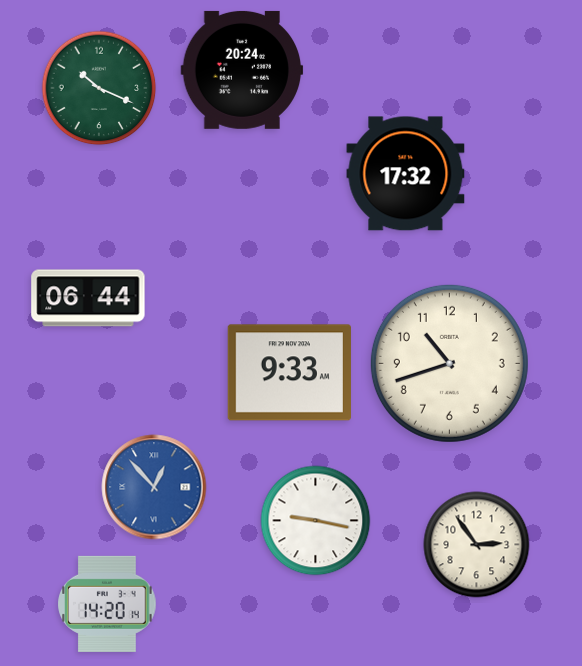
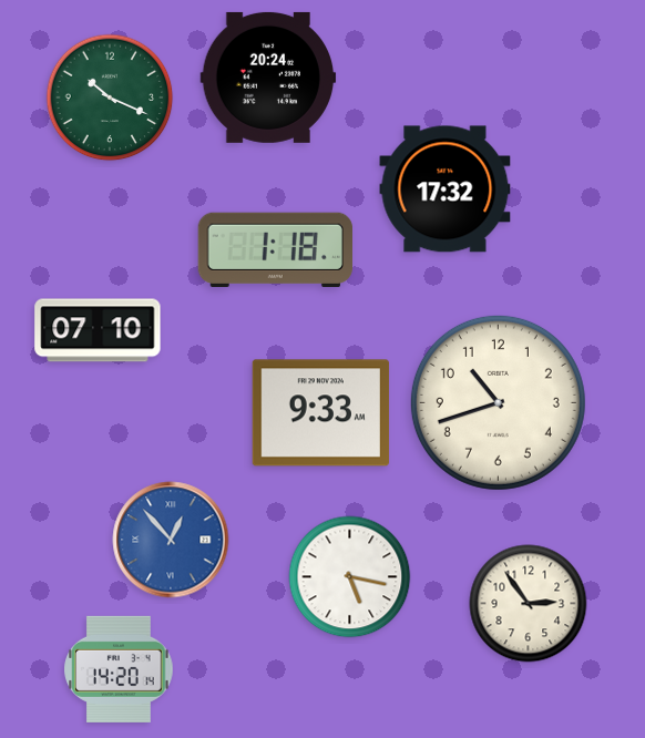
clock at (406, 174) position: (406, 174) -> (446, 189)
clock at (275, 249): none -> 1:18
clock at (88, 298): 06:44 -> 07:10
clock at (316, 521): 9:17 -> 5:17
